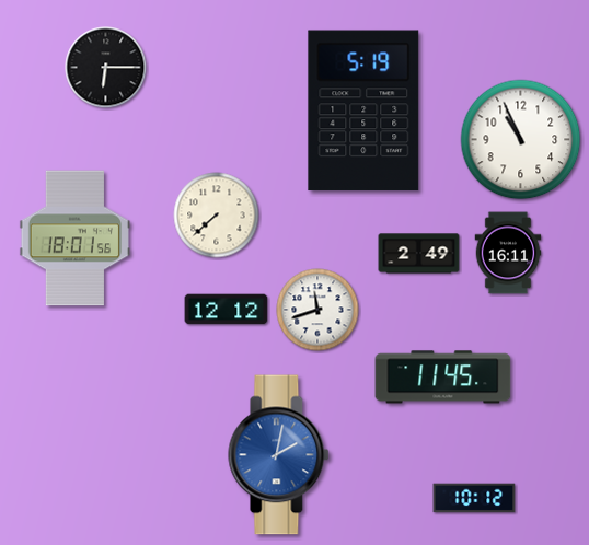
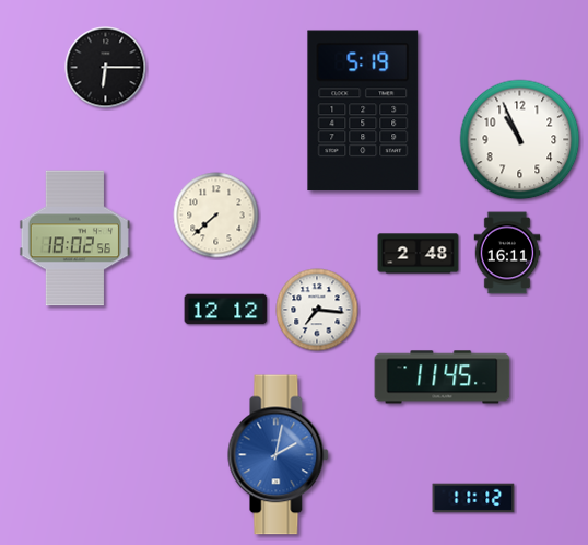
clock at (74, 239): 18:01 -> 18:02
clock at (419, 254): 2:49 -> 2:48
clock at (317, 310): 11:42 -> 7:16
clock at (474, 498): 10:12 -> 11:12
